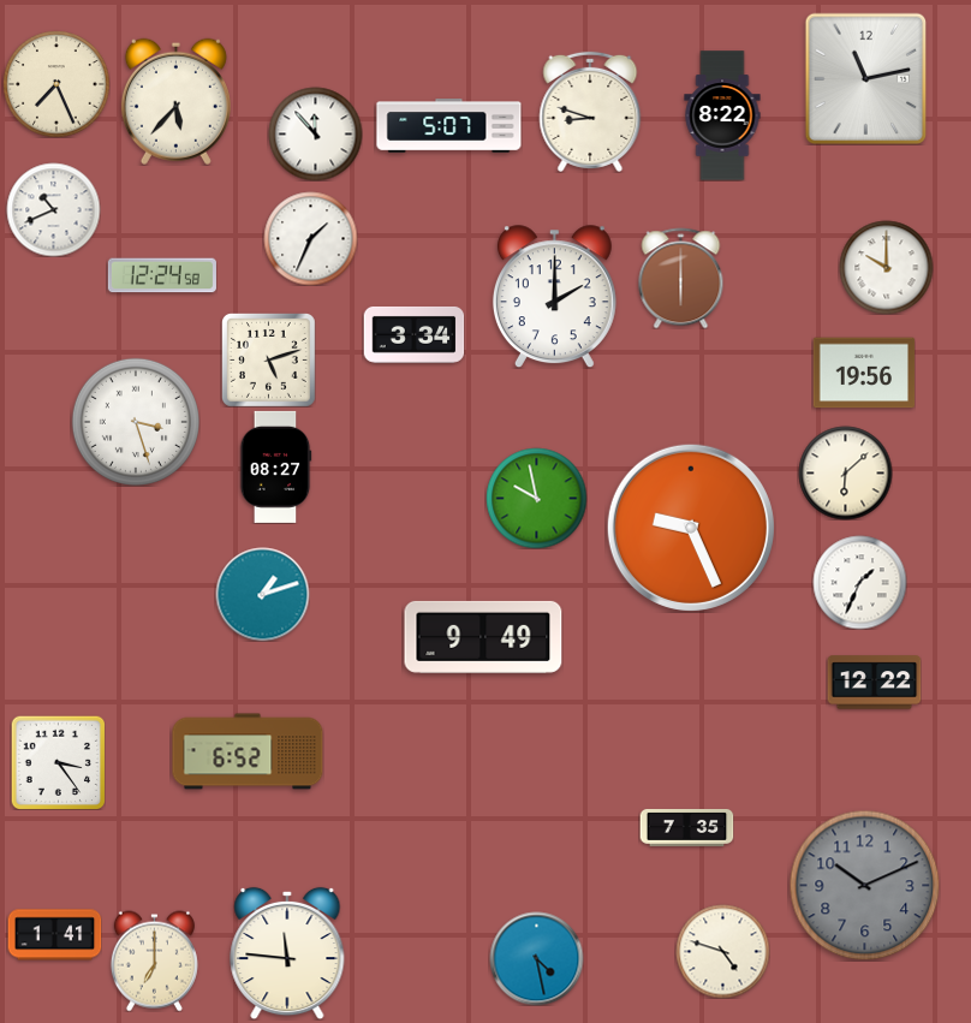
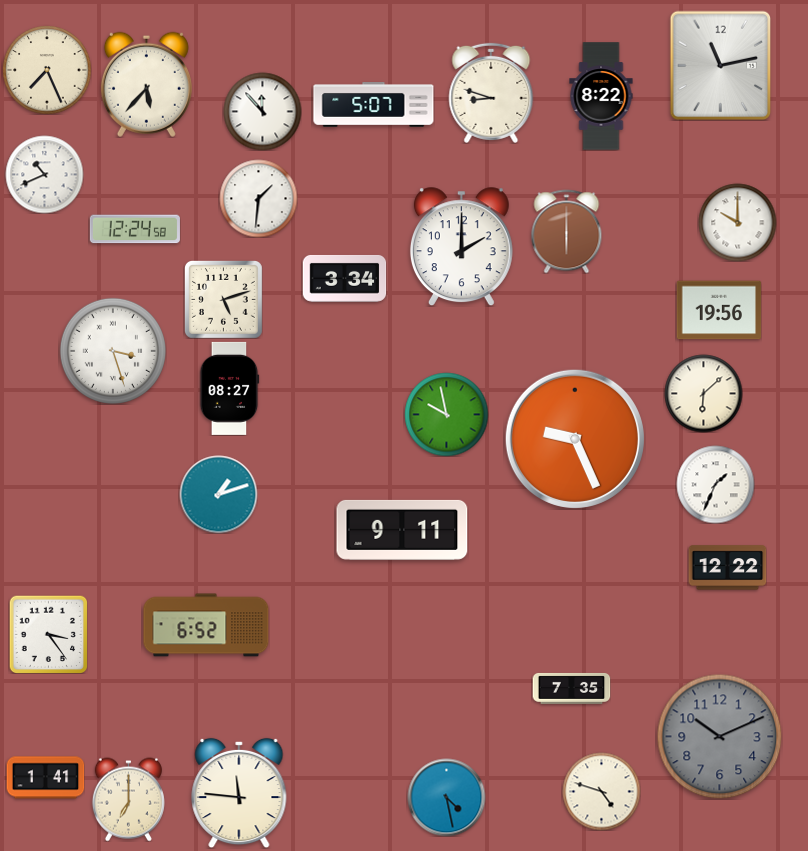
clock at (310, 238): 1:34 -> 1:31
clock at (483, 637): 9:49 -> 9:11
